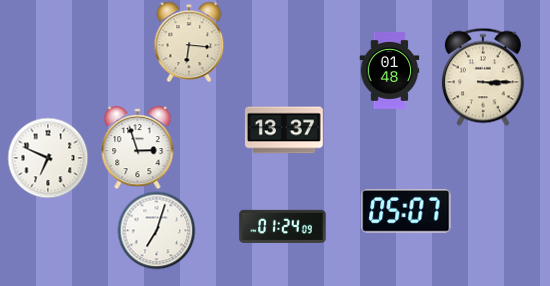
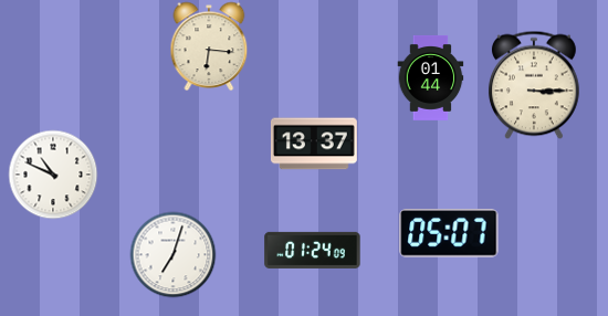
clock at (390, 70): 01:48 -> 01:44
clock at (138, 148): 2:57 -> none
clock at (48, 158): 6:49 -> 10:49
